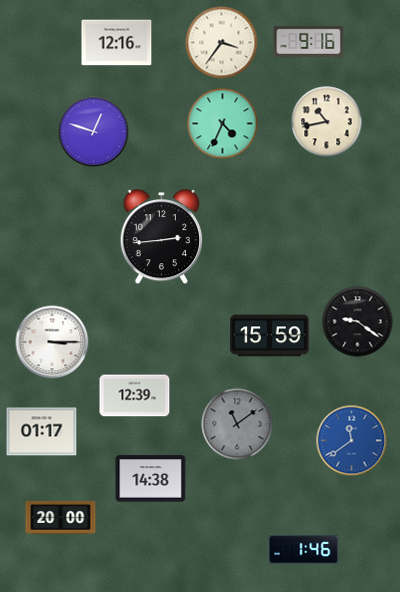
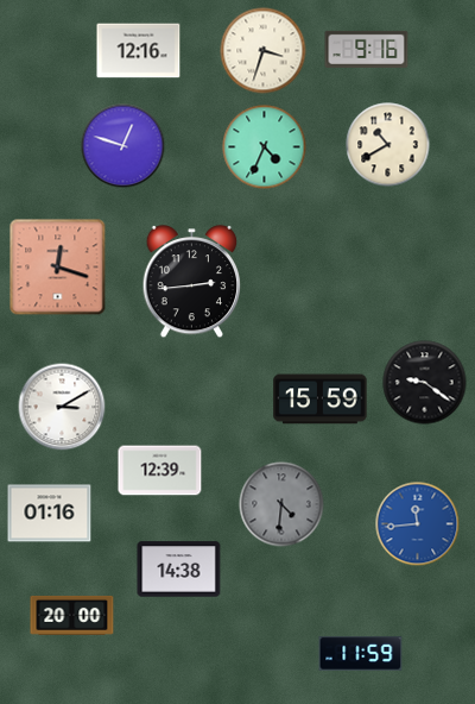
clock at (222, 43): 3:36 -> 3:33
clock at (327, 122): 10:43 -> 10:40
clock at (94, 132) position: (94, 132) -> (123, 146)
clock at (58, 268): none -> 12:18
clock at (52, 342): 3:15 -> 3:10
clock at (237, 424): 11:09 -> 4:31
clock at (42, 432): 01:17 -> 01:16
clock at (352, 441): 11:39 -> 11:44
clock at (304, 550): 1:46 -> 11:59
